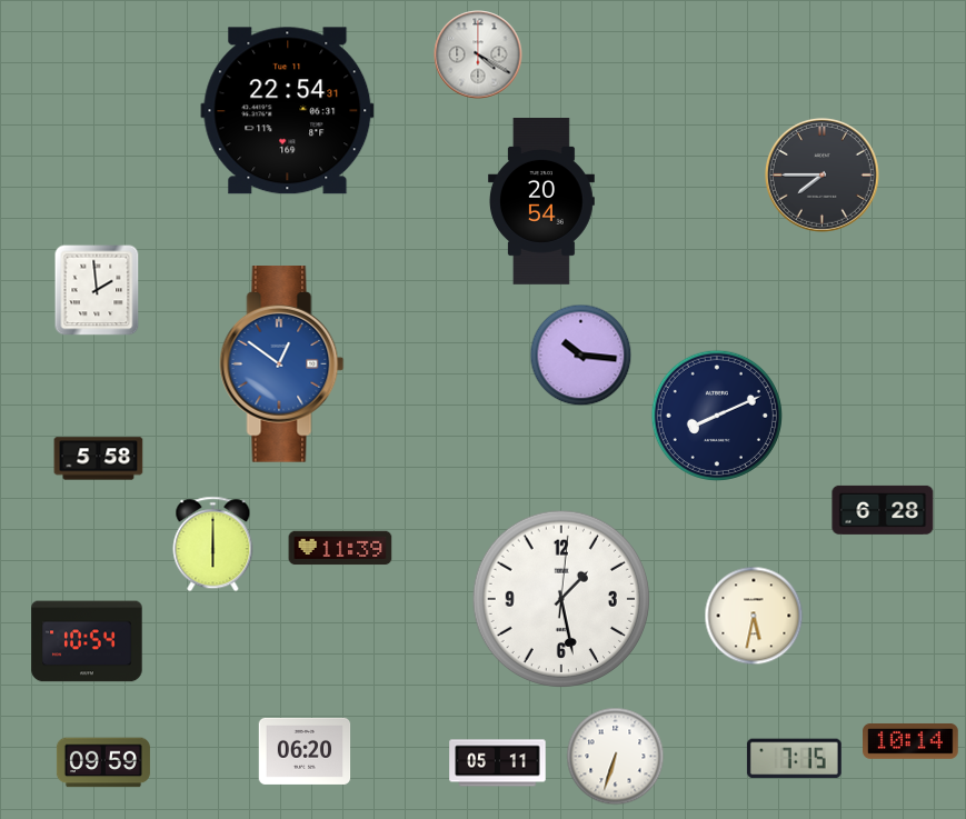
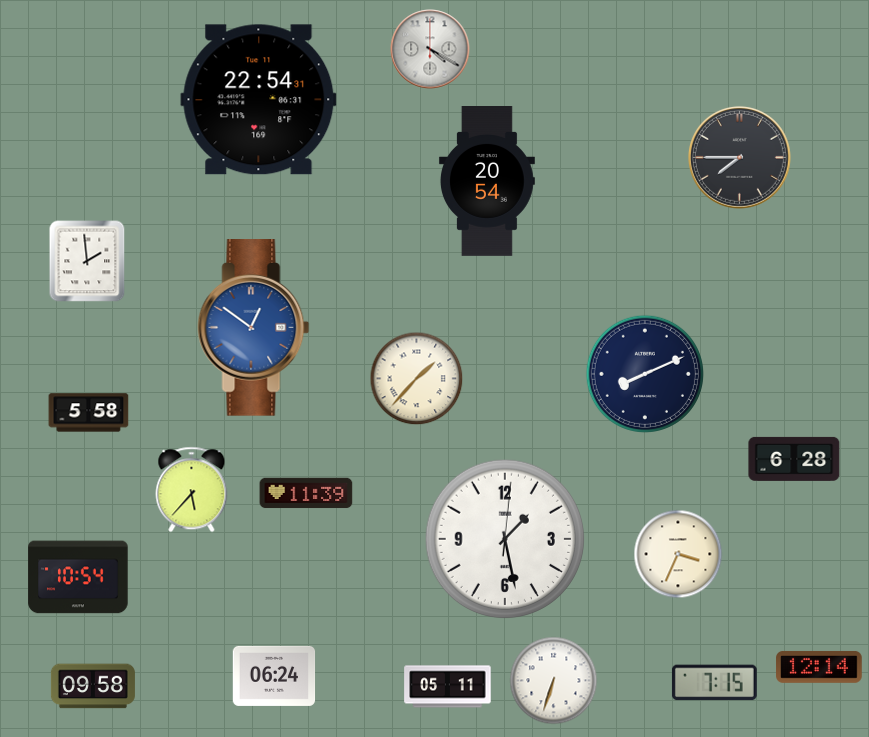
clock at (581, 356): 10:16 -> none
clock at (417, 379): none -> 1:37
clock at (213, 545): 6:00 -> 5:37
clock at (754, 616): 5:32 -> 3:34
clock at (910, 741): 10:14 -> 12:14
clock at (305, 751): 06:20 -> 06:24
clock at (103, 762): 09:59 -> 09:58
